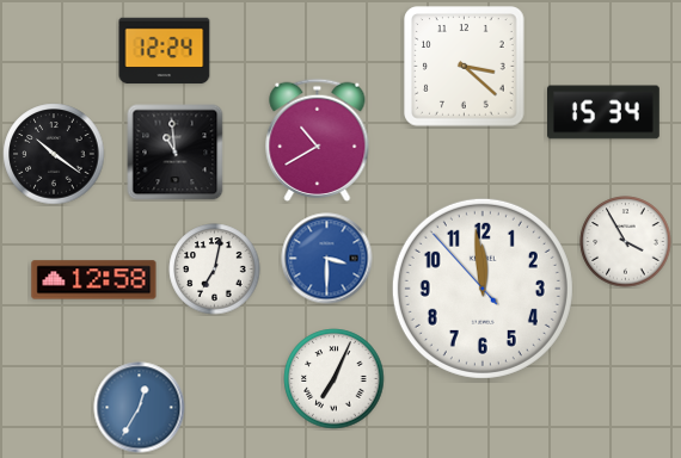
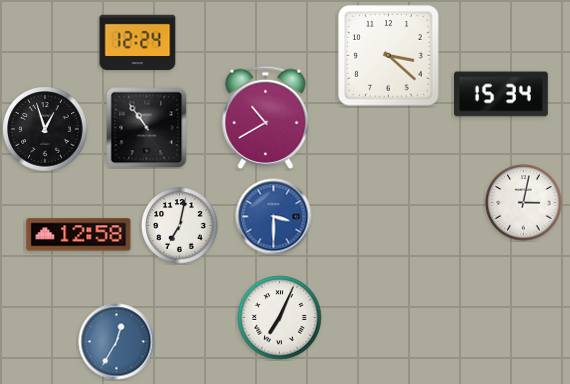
clock at (605, 112) position: (605, 112) -> (502, 94)
clock at (176, 153): 10:59 -> 10:54
clock at (54, 154): 10:21 -> 12:57
clock at (626, 242): 3:55 -> 3:02
clock at (483, 289): 11:58 -> none
